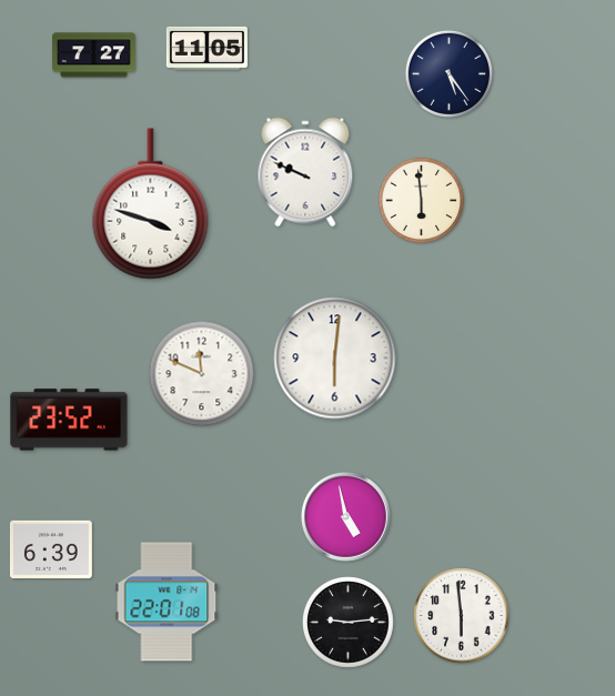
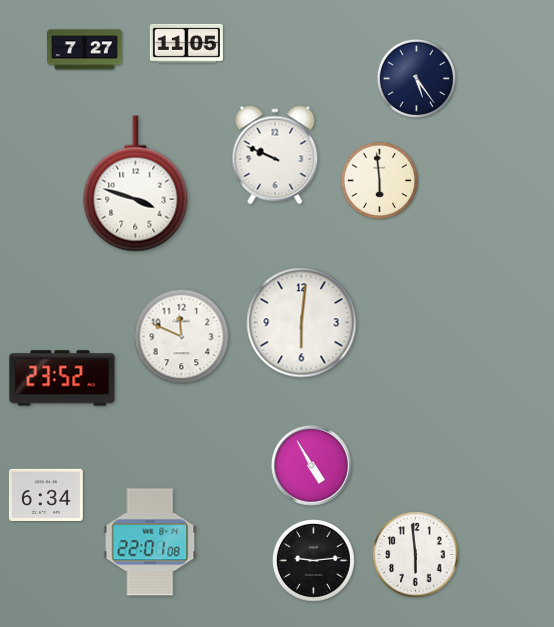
clock at (448, 73) position: (448, 73) -> (416, 78)
clock at (346, 517): 4:58 -> 4:55
clock at (51, 549): 6:39 -> 6:34
